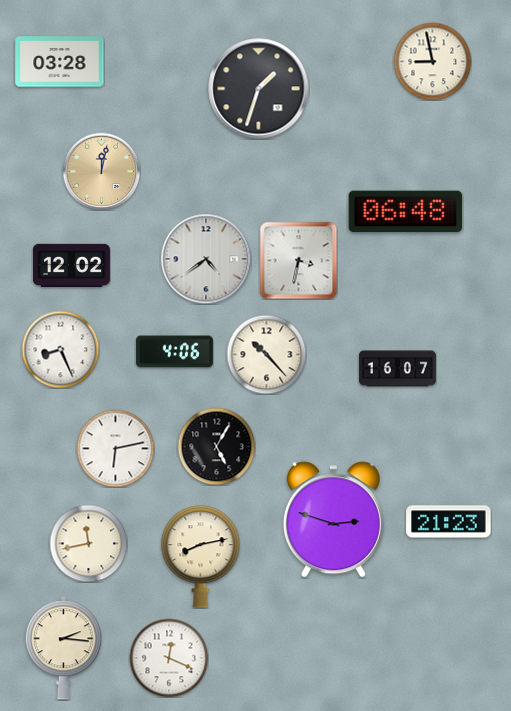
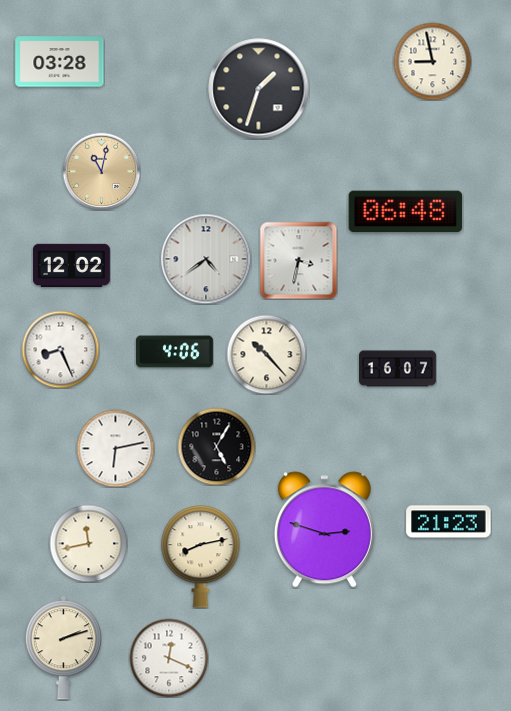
clock at (101, 171): 12:02 -> 11:02
clock at (333, 520) position: (333, 520) -> (324, 530)
clock at (63, 648): 2:16 -> 2:12
